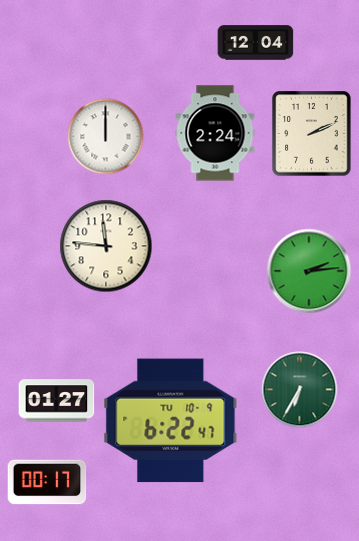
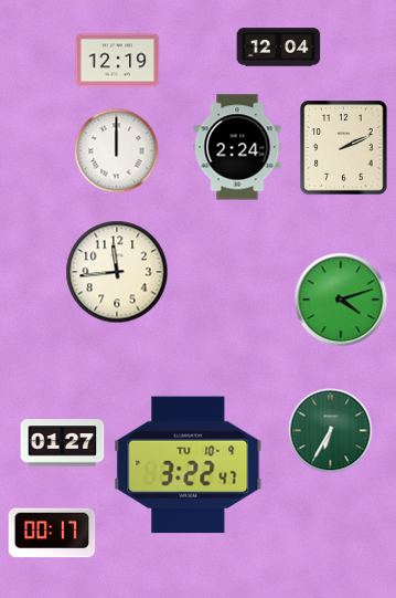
clock at (256, 43) position: (256, 43) -> (279, 48)
clock at (118, 61): none -> 12:19
clock at (106, 246): 11:46 -> 11:44
clock at (309, 271): 2:14 -> 4:12
clock at (171, 421): 6:22 -> 3:22
